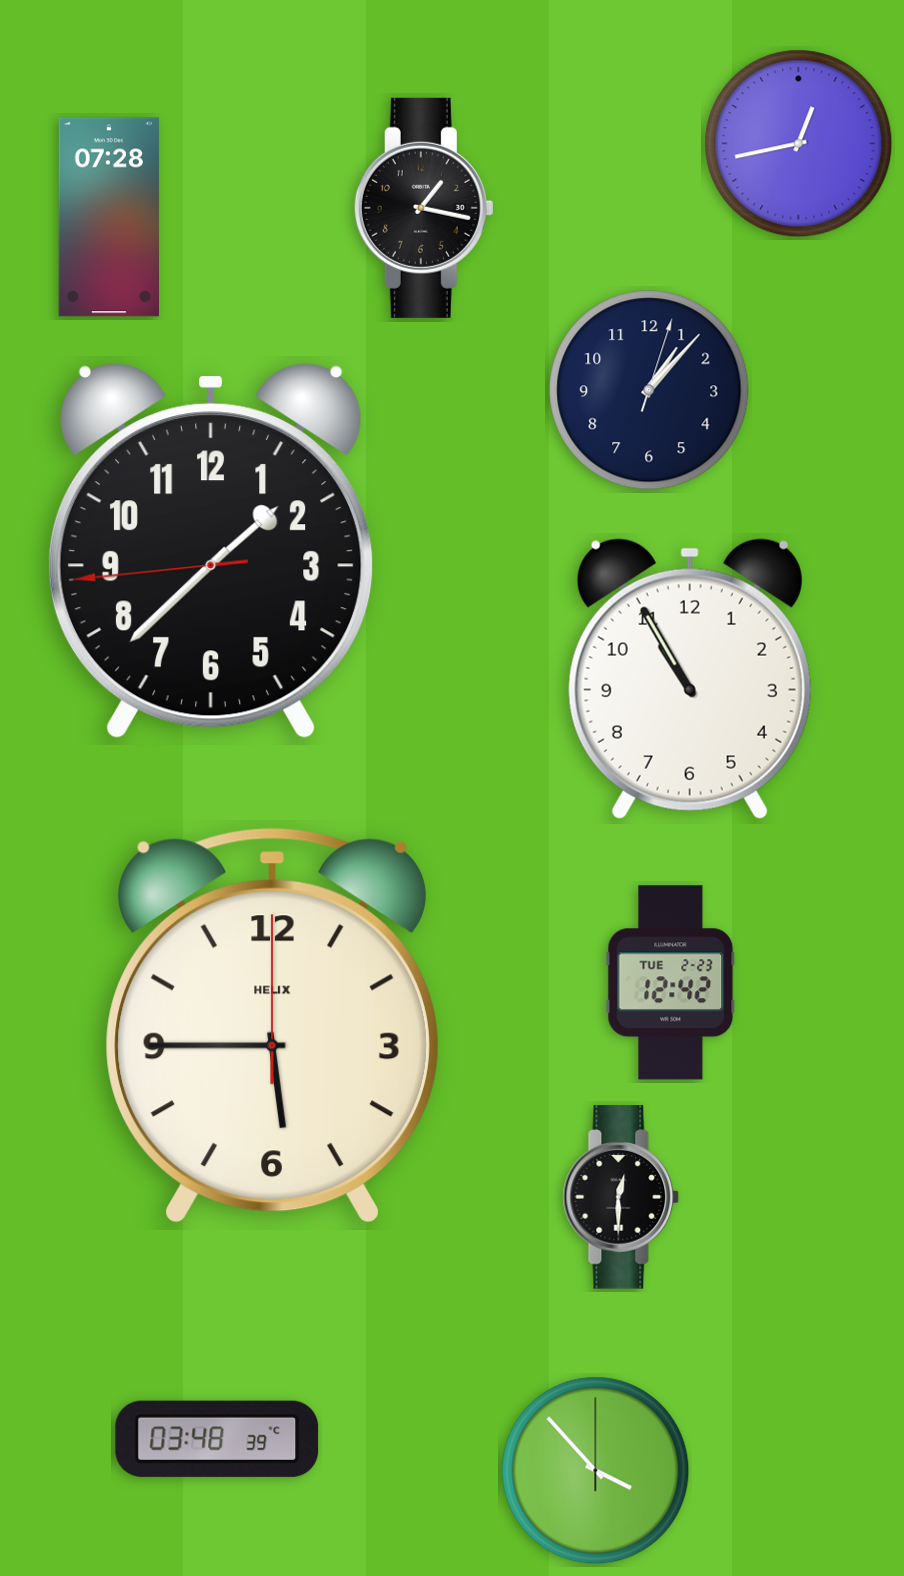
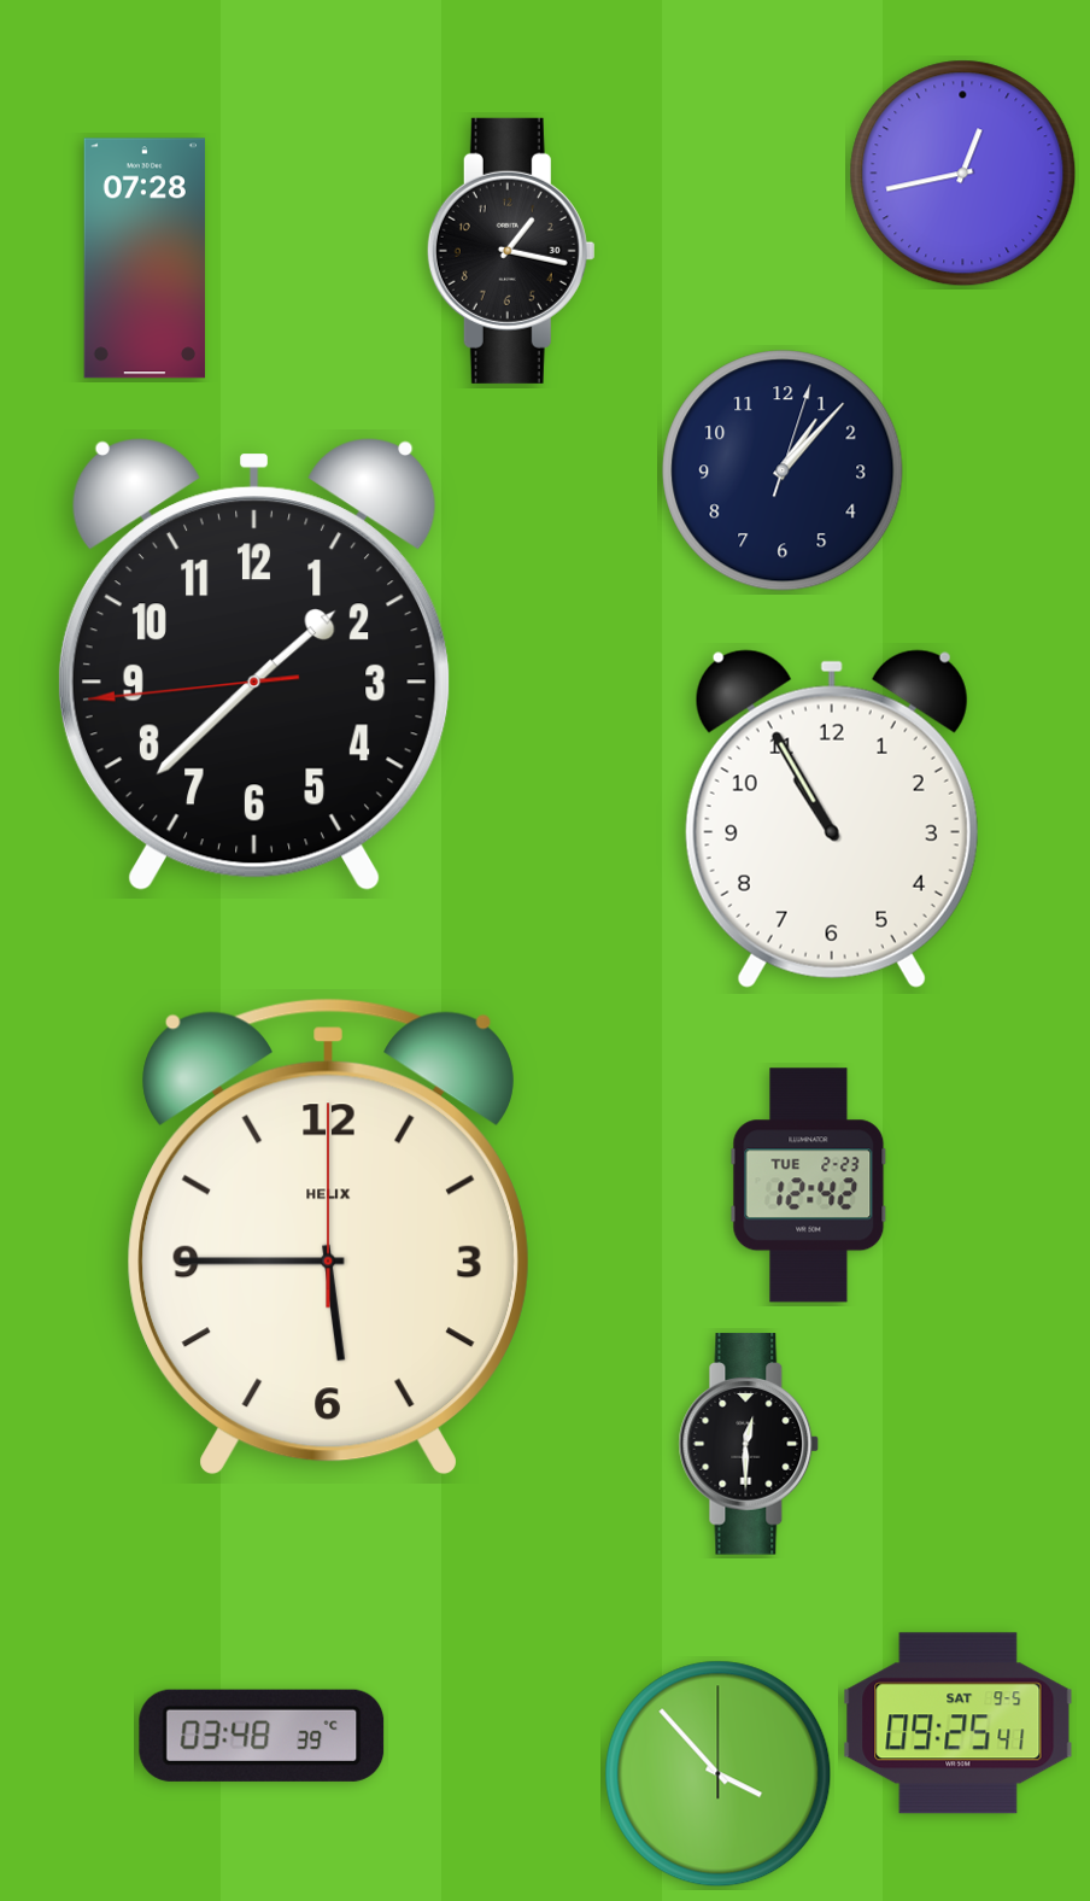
clock at (109, 217) position: (109, 217) -> (145, 258)
clock at (959, 1724): none -> 09:25
